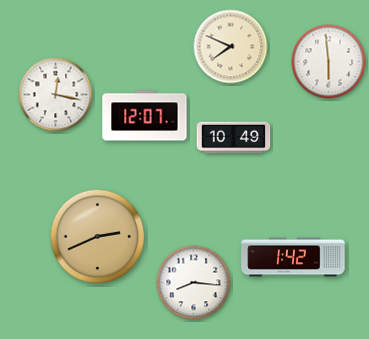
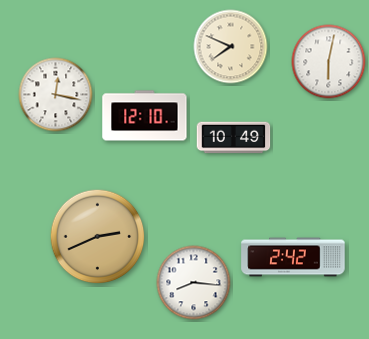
clock at (329, 62): 5:59 -> 6:02
clock at (145, 116): 12:07 -> 12:10
clock at (293, 257): 1:42 -> 2:42
